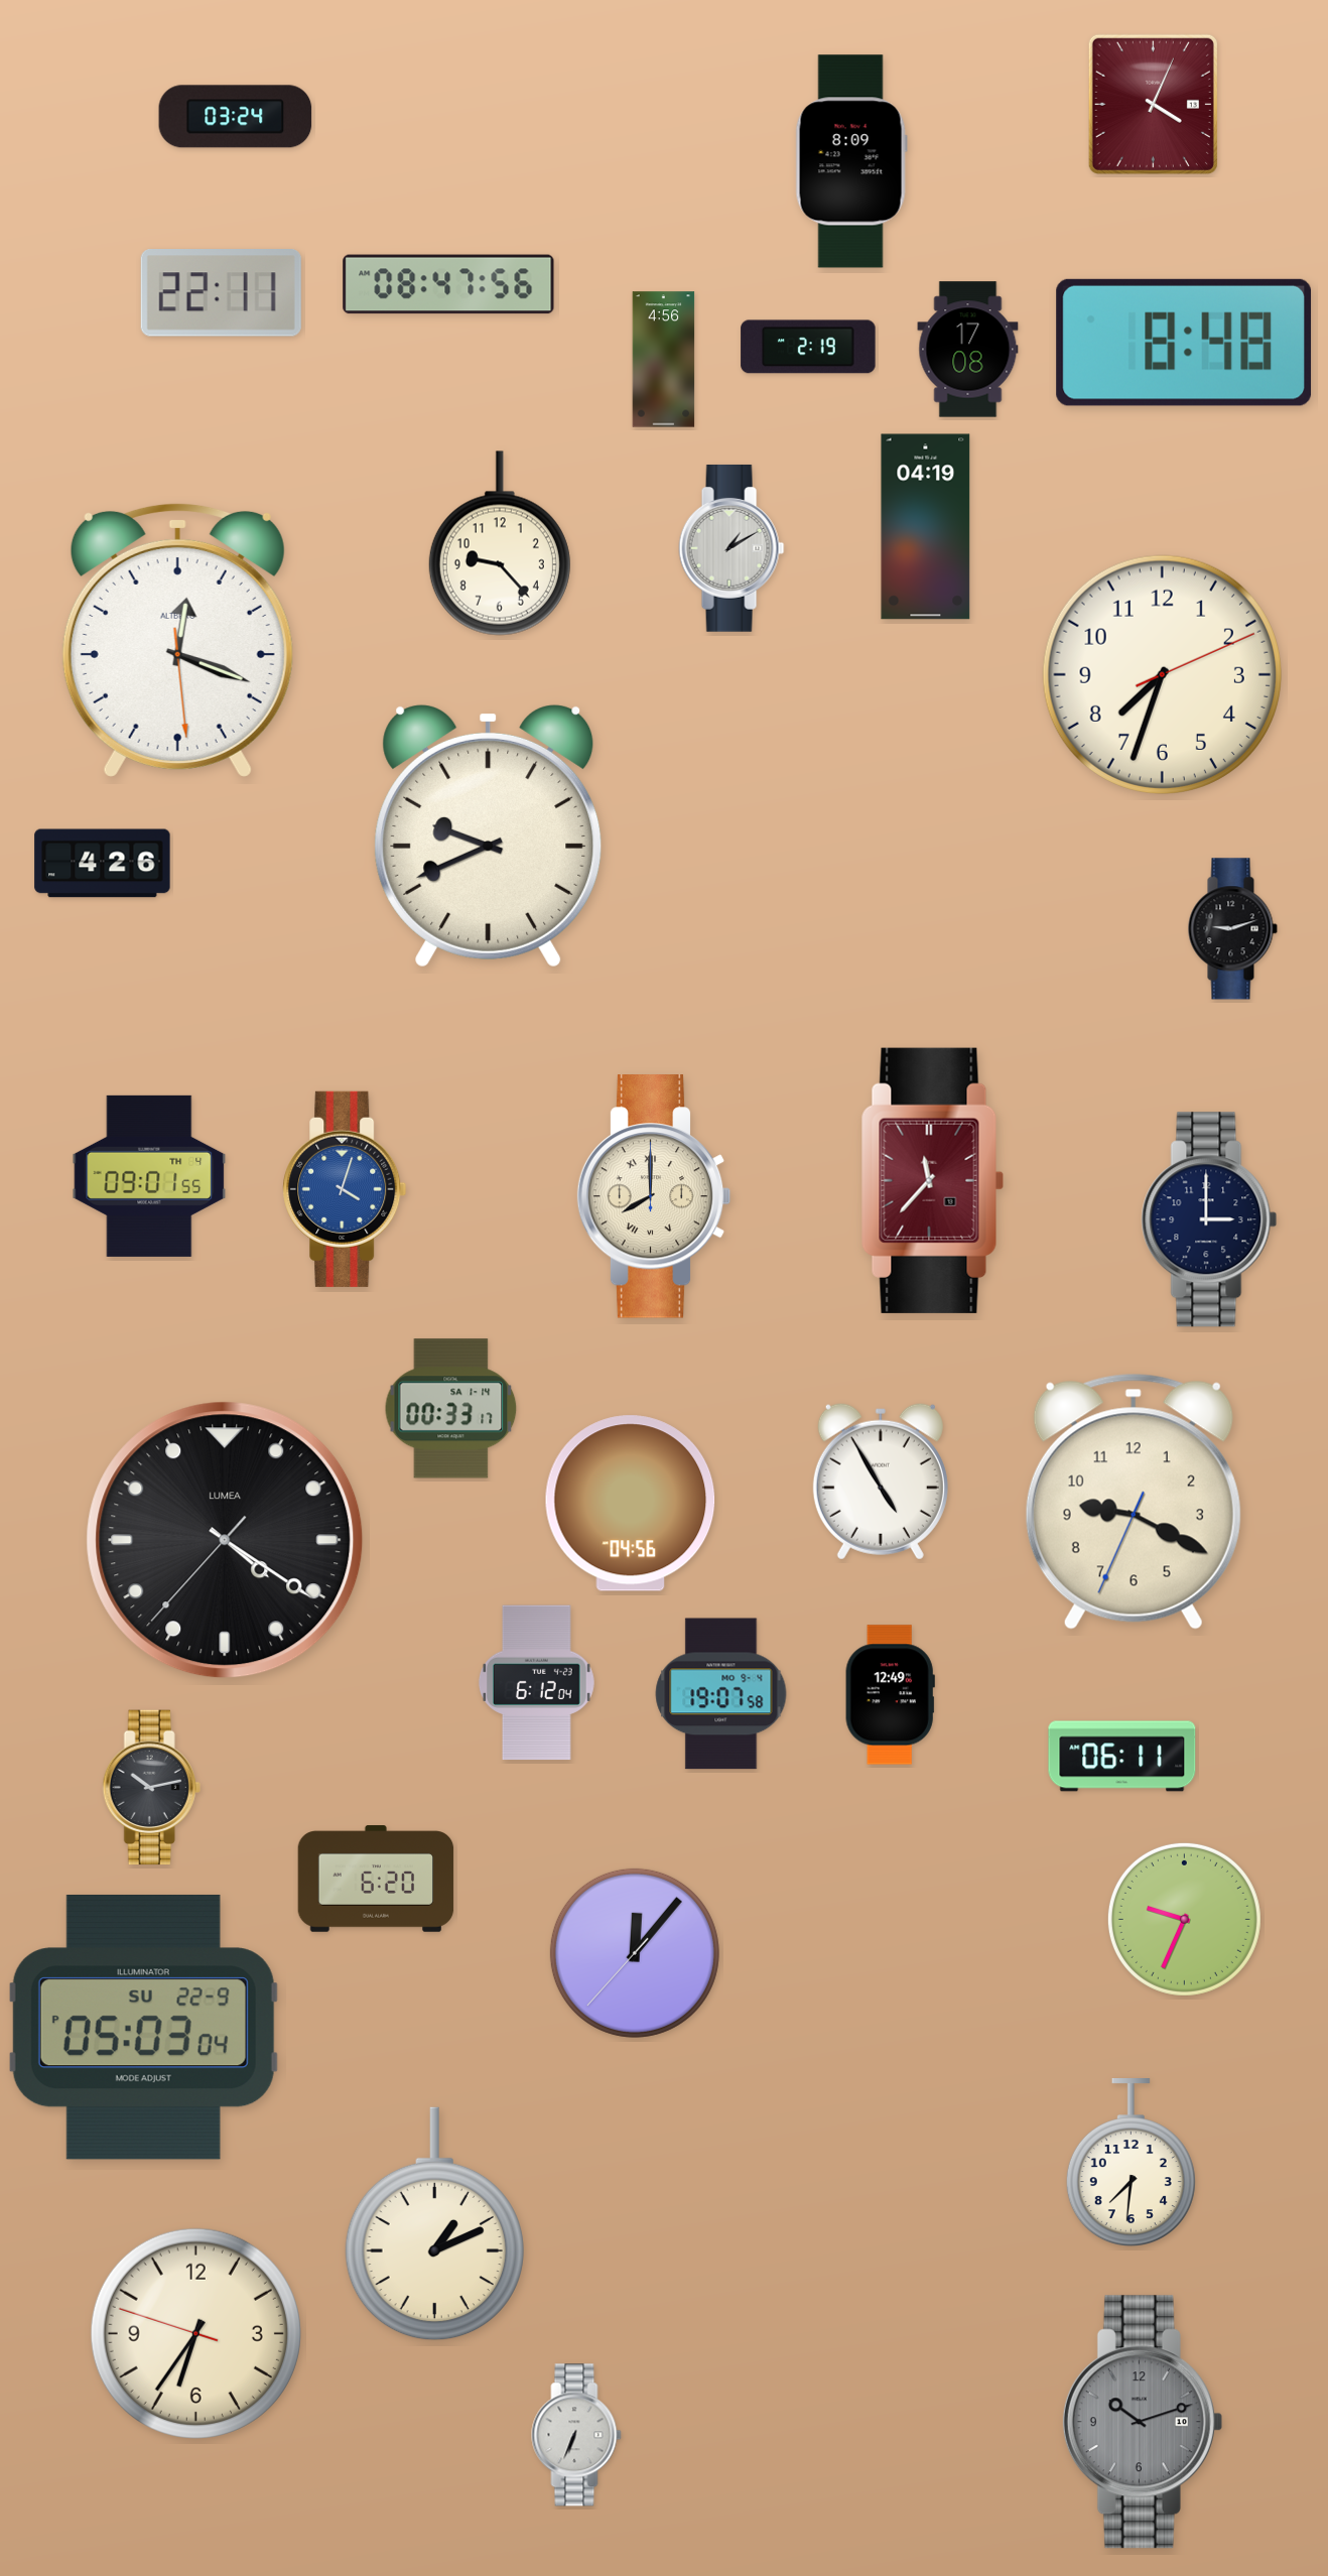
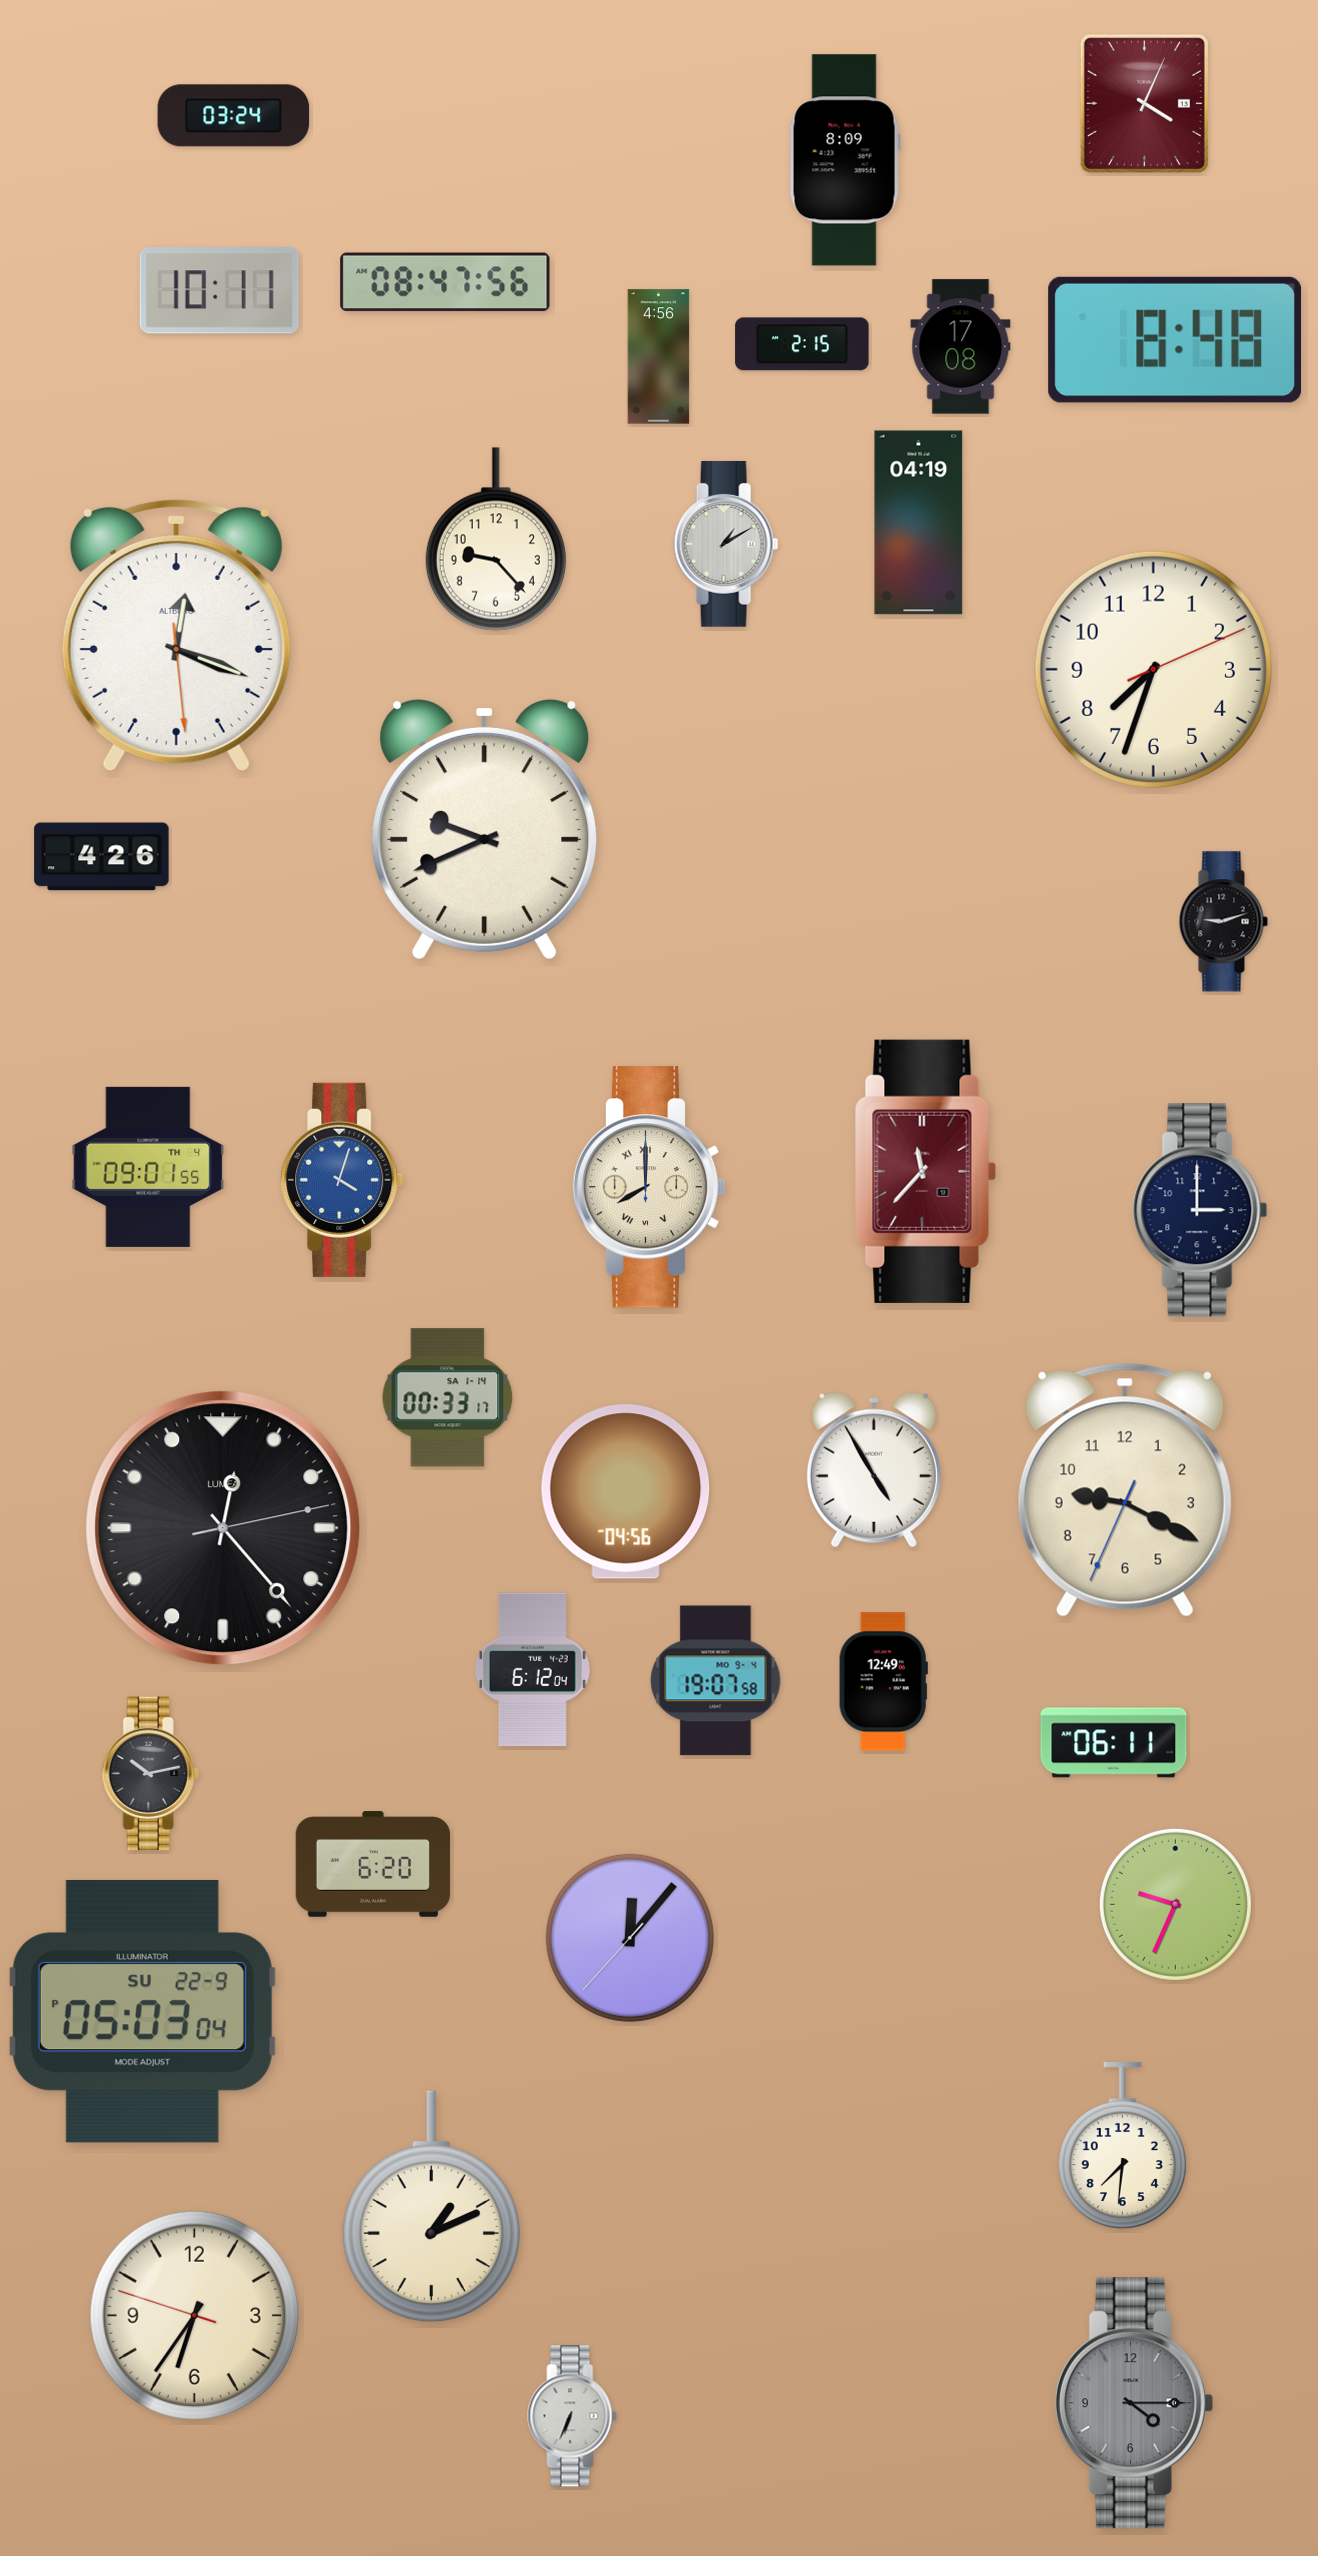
clock at (221, 293): 22:11 -> 10:11
clock at (808, 347): 2:19 -> 2:15
clock at (225, 1540): 4:20 -> 12:23
clock at (1143, 2422): 10:12 -> 4:15
